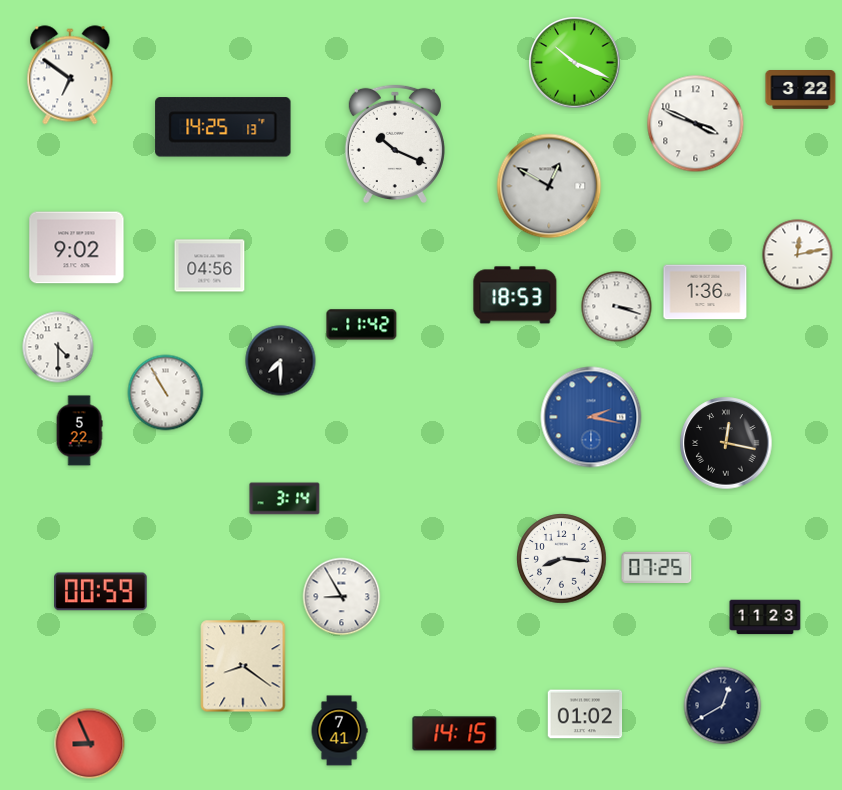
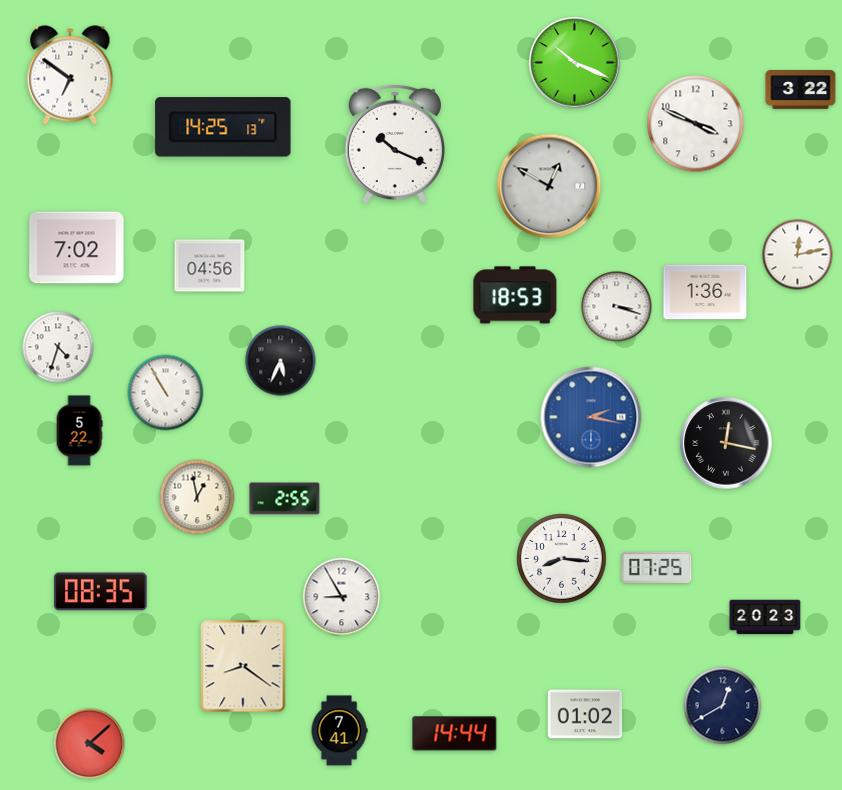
clock at (77, 248): 9:02 -> 7:02
clock at (362, 325): 11:42 -> none
clock at (58, 347): 4:30 -> 4:33
clock at (281, 361): 7:30 -> 5:34
clock at (197, 497): none -> 12:58
clock at (285, 499): 3:14 -> 2:55
clock at (101, 592): 00:59 -> 08:35
clock at (765, 617): 11:23 -> 20:23
clock at (455, 734): 14:15 -> 14:44
clock at (90, 744): 8:56 -> 4:08
